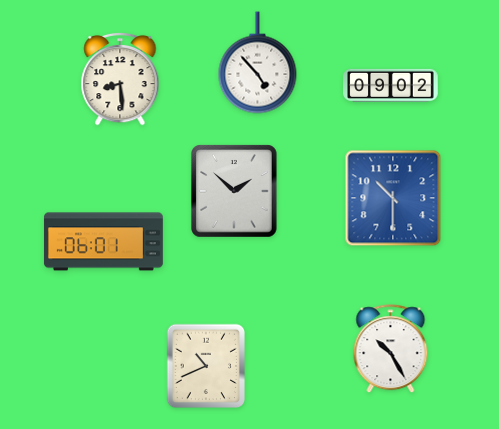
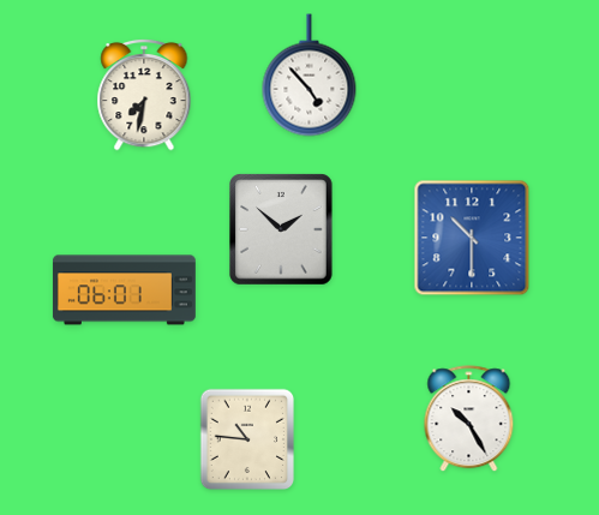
clock at (120, 79): 8:29 -> 7:32
clock at (391, 85): 09:02 -> none
clock at (206, 366): 10:41 -> 10:46
